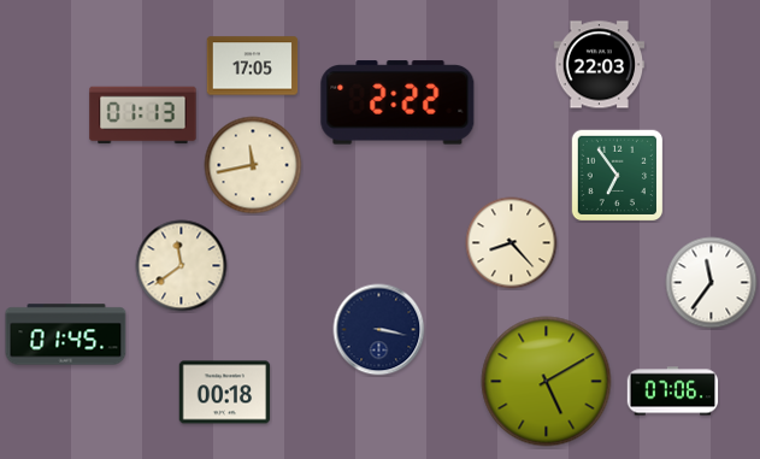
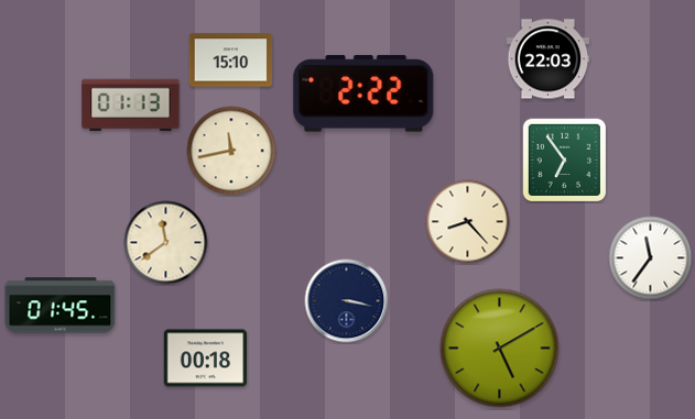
clock at (253, 66): 17:05 -> 15:10
clock at (673, 392): 07:06 -> none
